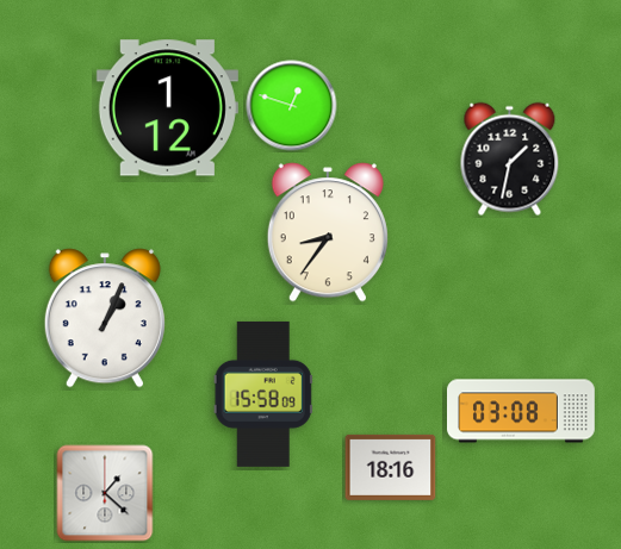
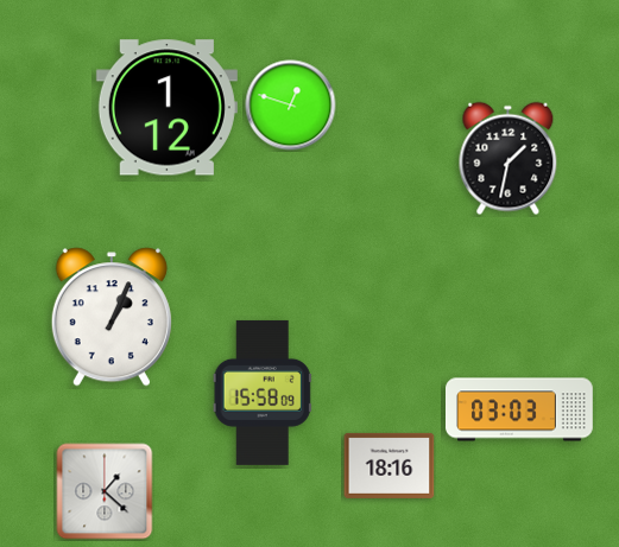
clock at (328, 232): 8:36 -> none
clock at (105, 318) position: (105, 318) -> (112, 317)
clock at (522, 411): 03:08 -> 03:03
